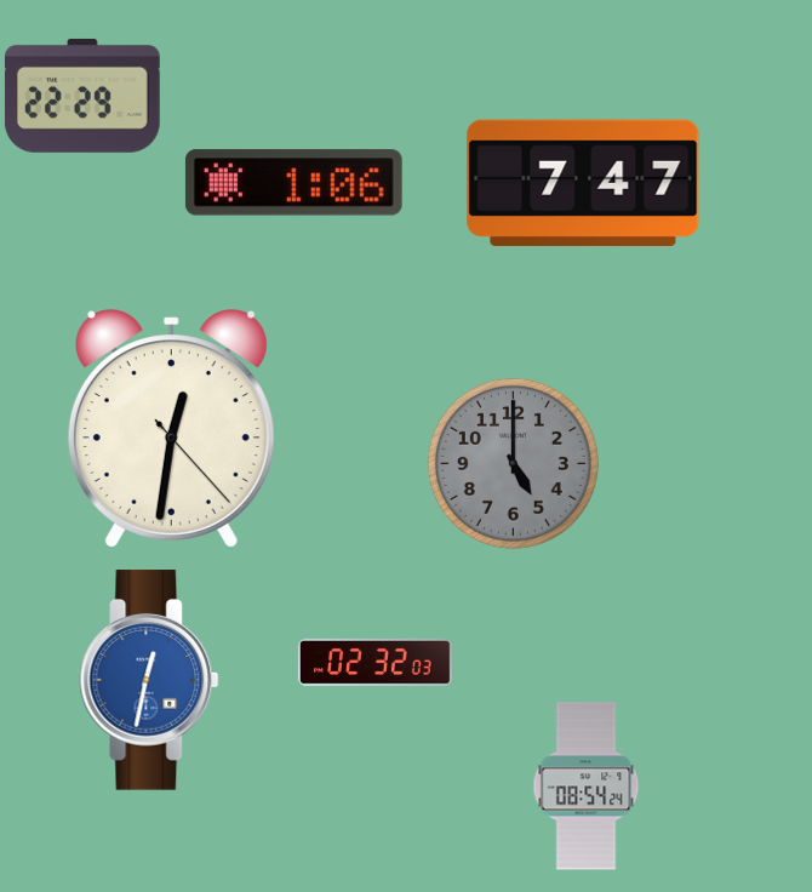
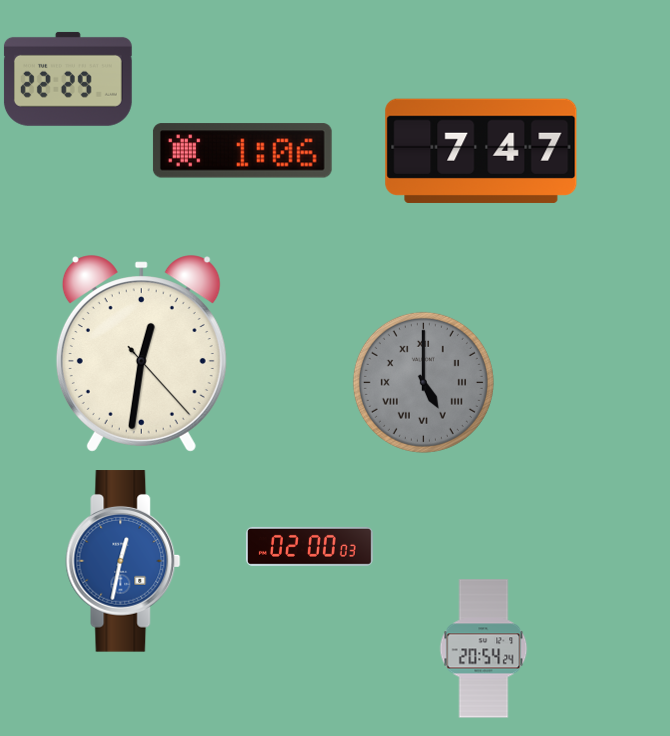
clock at (513, 463) numerals: Arabic -> Roman
clock at (374, 662): 02:32 -> 02:00
clock at (587, 787): 08:54 -> 20:54
